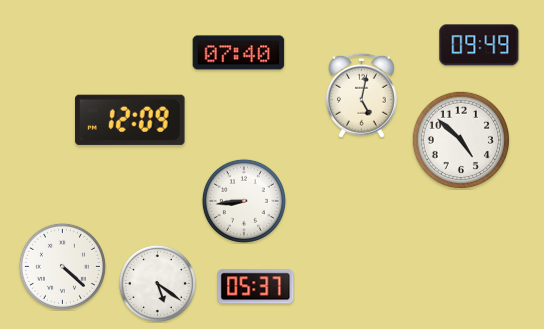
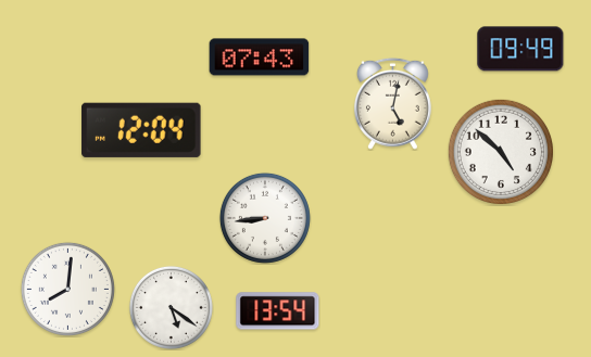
clock at (239, 53): 07:40 -> 07:43
clock at (130, 120): 12:09 -> 12:04
clock at (62, 266): 4:22 -> 8:01
clock at (256, 287): 05:37 -> 13:54
